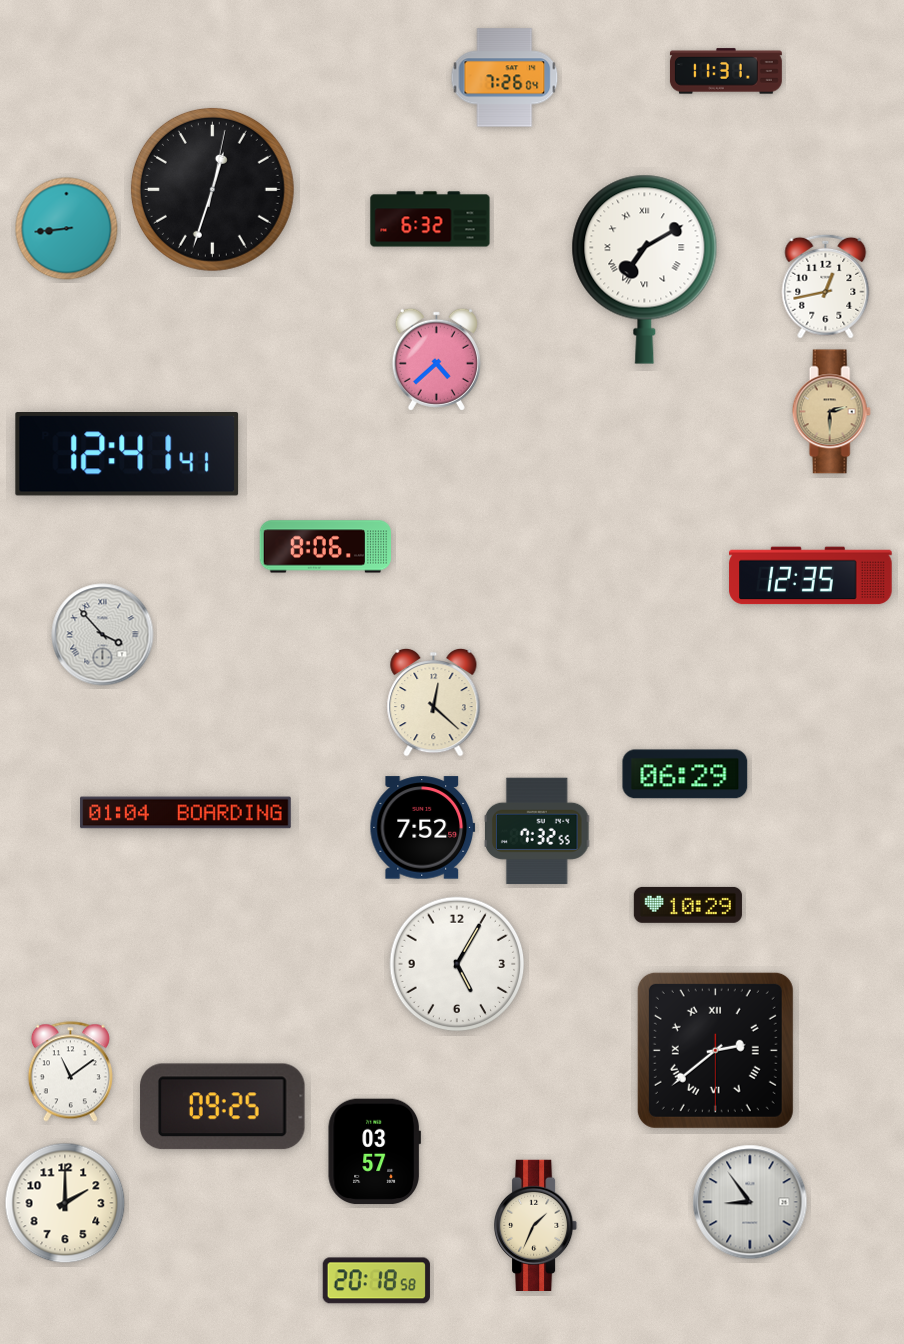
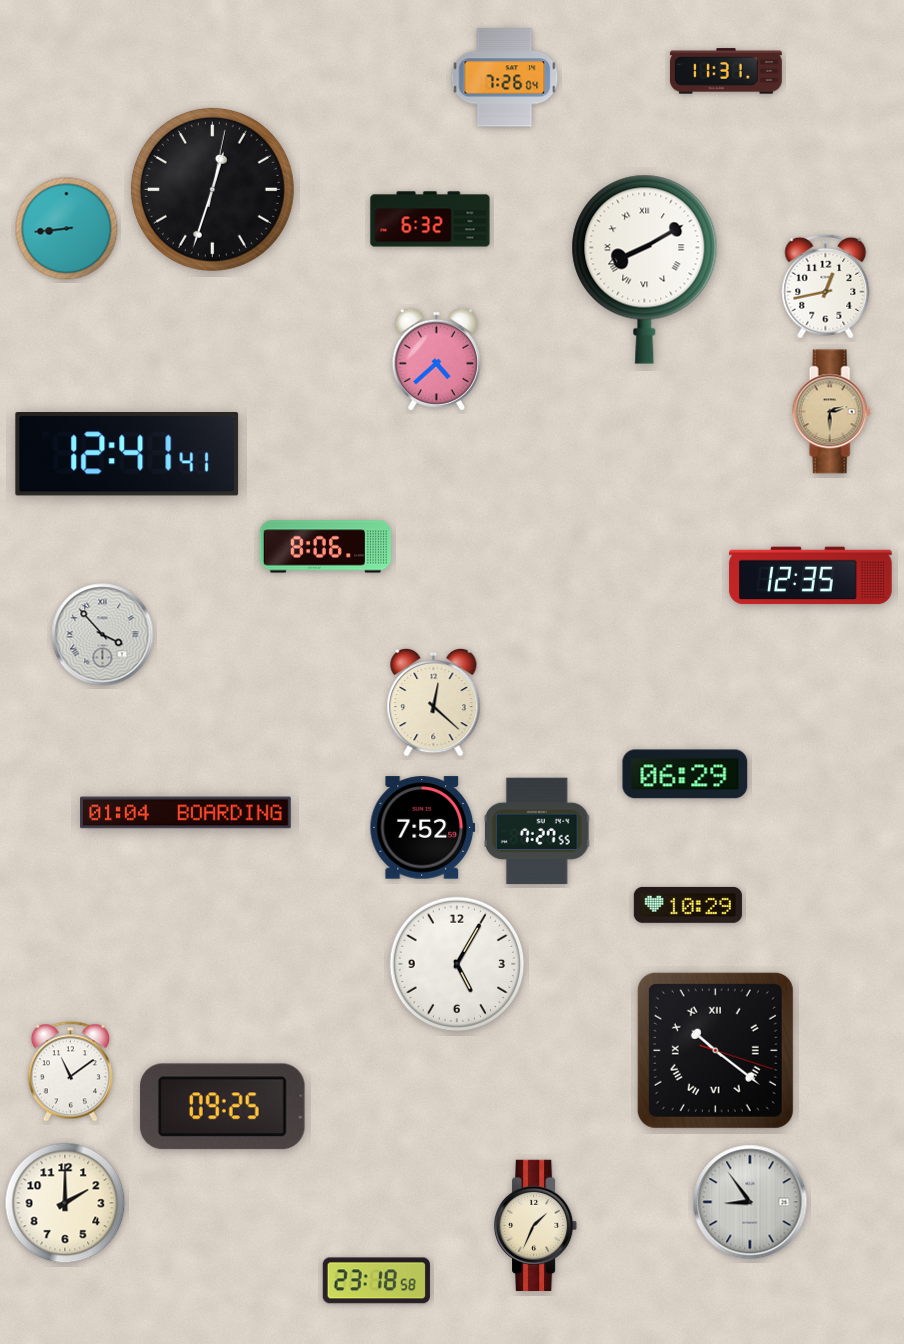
clock at (645, 269): 7:10 -> 8:10
clock at (538, 831): 7:32 -> 7:27
clock at (715, 1050): 2:38 -> 10:21
clock at (374, 1152): 03:57 -> none
clock at (376, 1281): 20:18 -> 23:18
